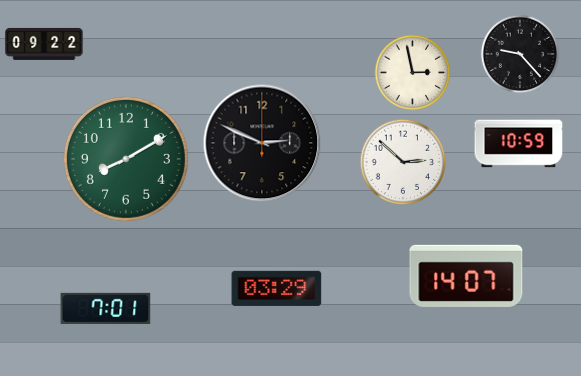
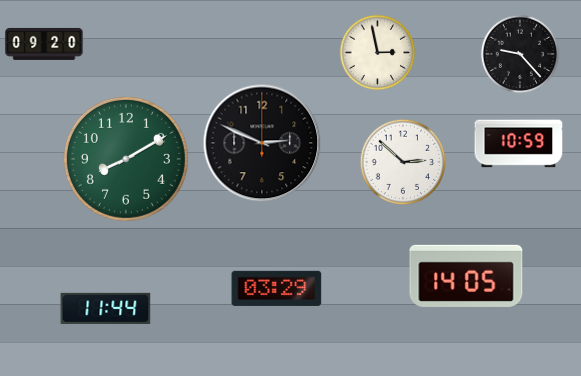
clock at (44, 44): 09:22 -> 09:20
clock at (413, 73) position: (413, 73) -> (378, 53)
clock at (466, 276): 14:07 -> 14:05
clock at (106, 308): 7:01 -> 11:44
